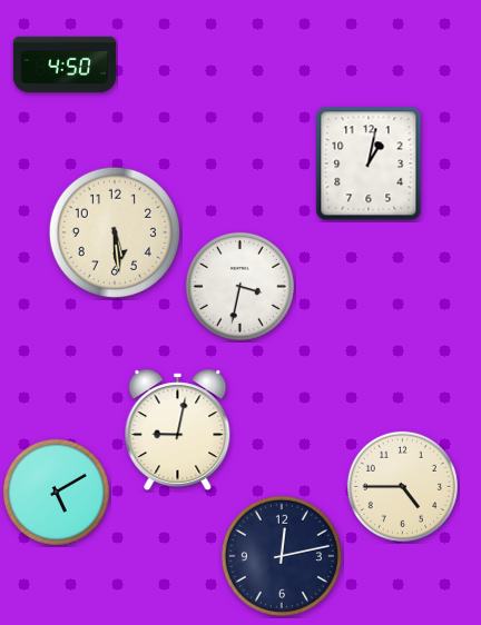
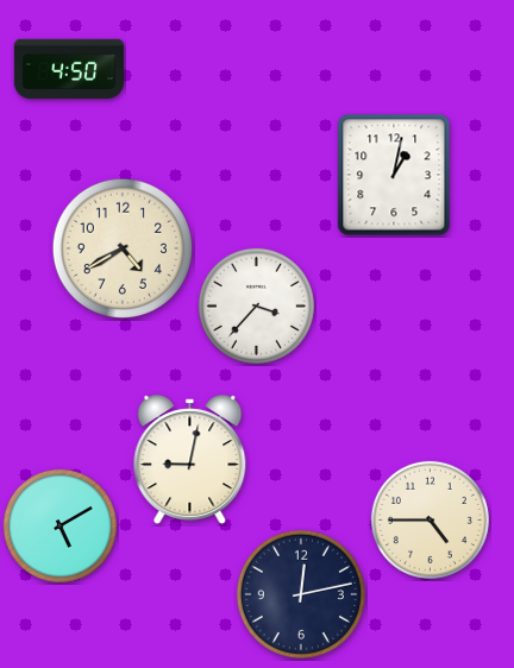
clock at (114, 231): 5:29 -> 4:40
clock at (239, 286): 3:32 -> 3:37
